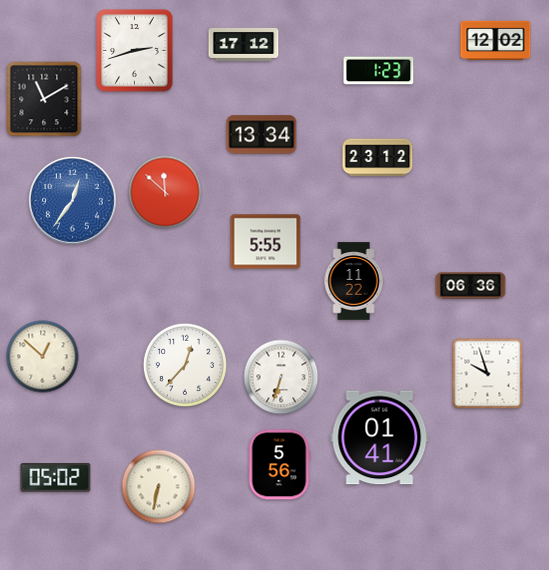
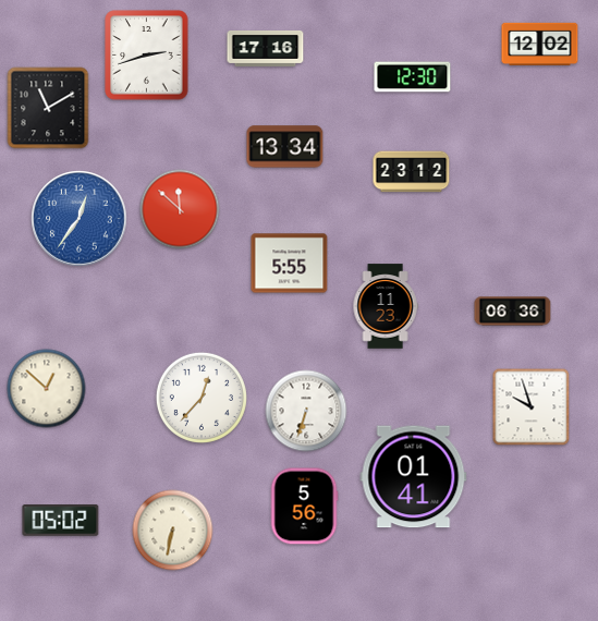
clock at (244, 44): 17:12 -> 17:16
clock at (379, 71): 1:23 -> 12:30
clock at (354, 281): 11:22 -> 11:23
